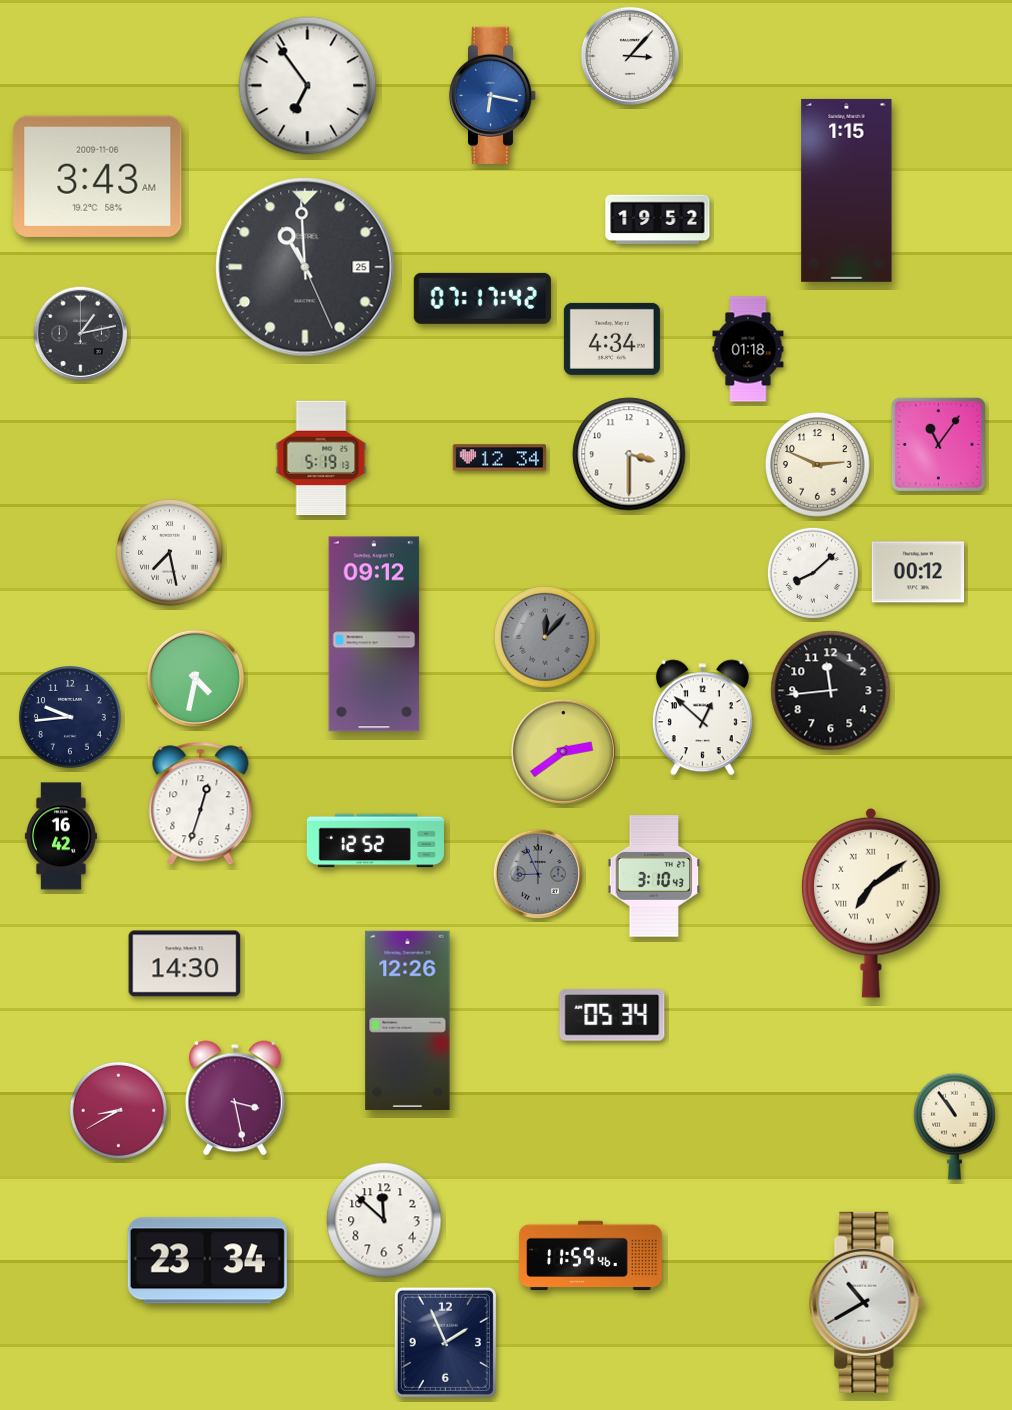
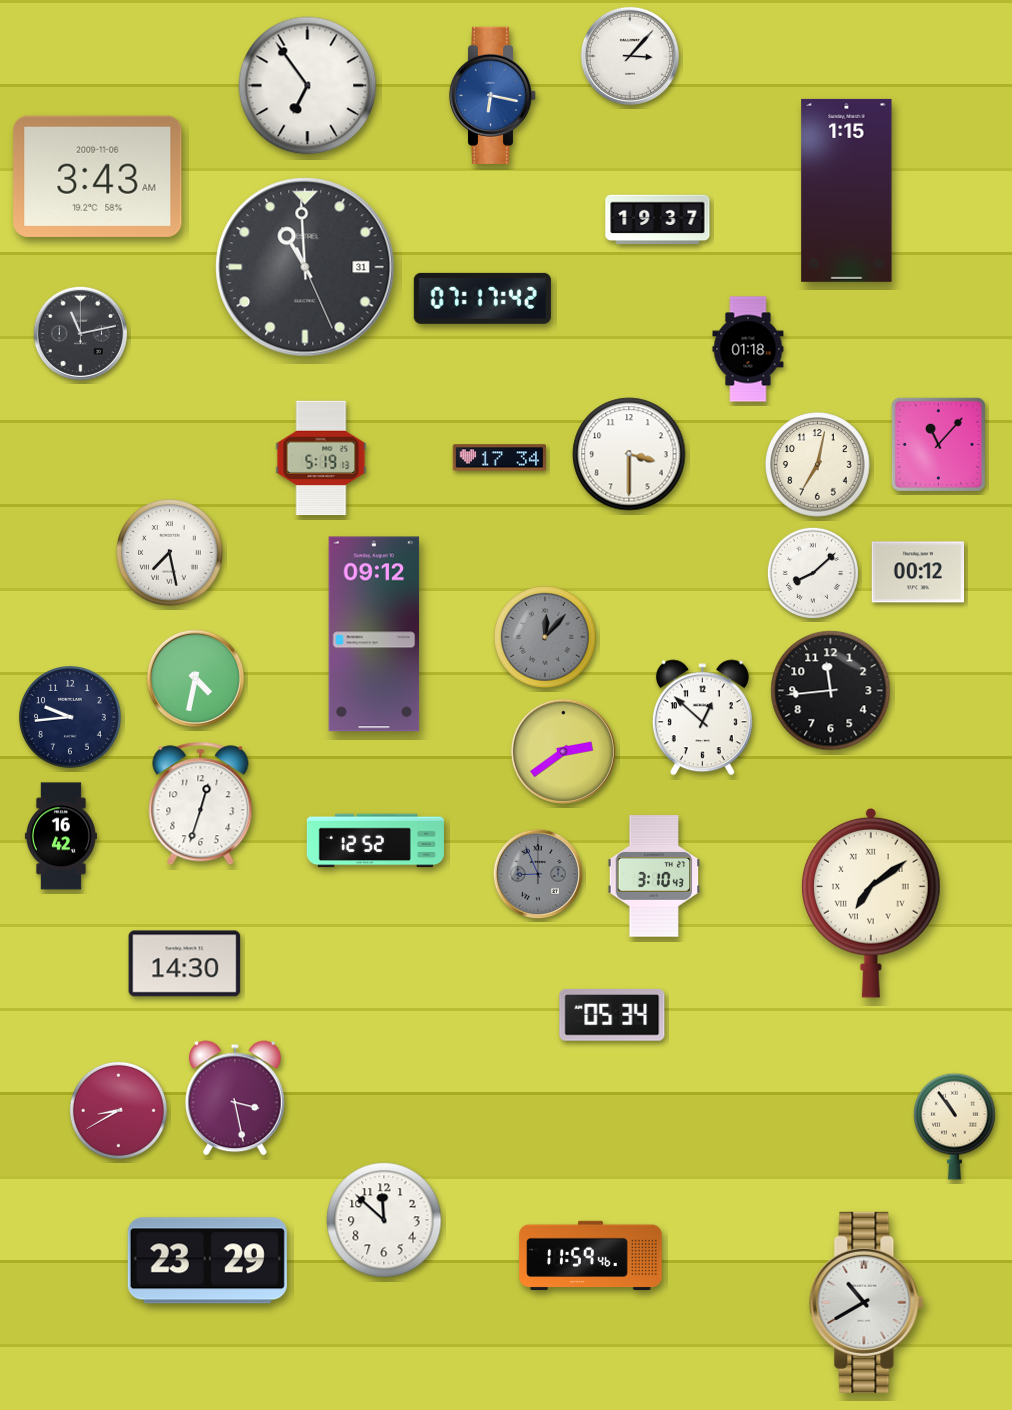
clock at (658, 220): 19:52 -> 19:37
clock at (305, 267) date: 25 -> 31
clock at (80, 333): 1:13 -> 11:13
clock at (612, 339): 4:34 -> none
clock at (938, 444): 11:06 -> 11:07
clock at (500, 458): 12:34 -> 17:34
clock at (818, 465): 2:49 -> 7:02
clock at (408, 1020): 12:26 -> none
clock at (207, 1261): 23:34 -> 23:29
clock at (445, 1342): 1:56 -> none
